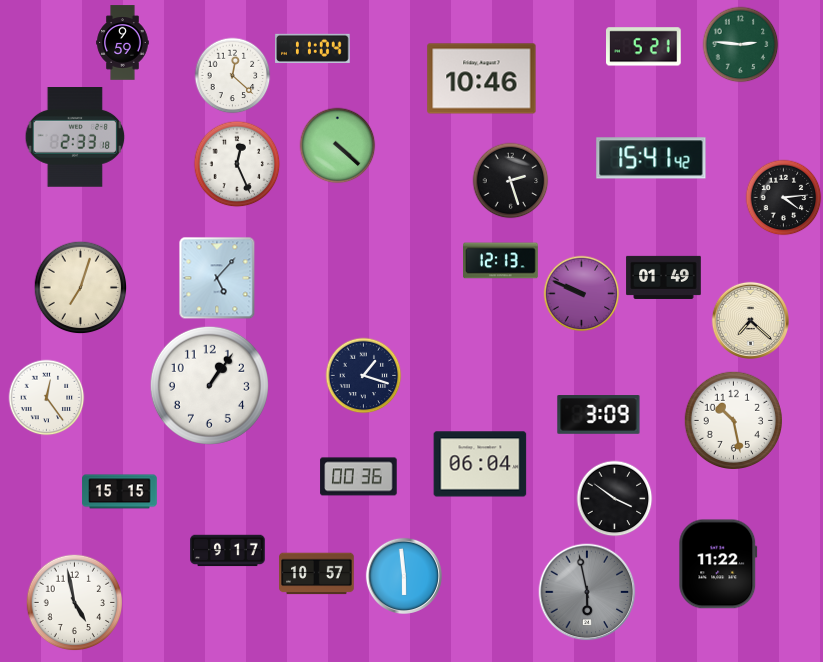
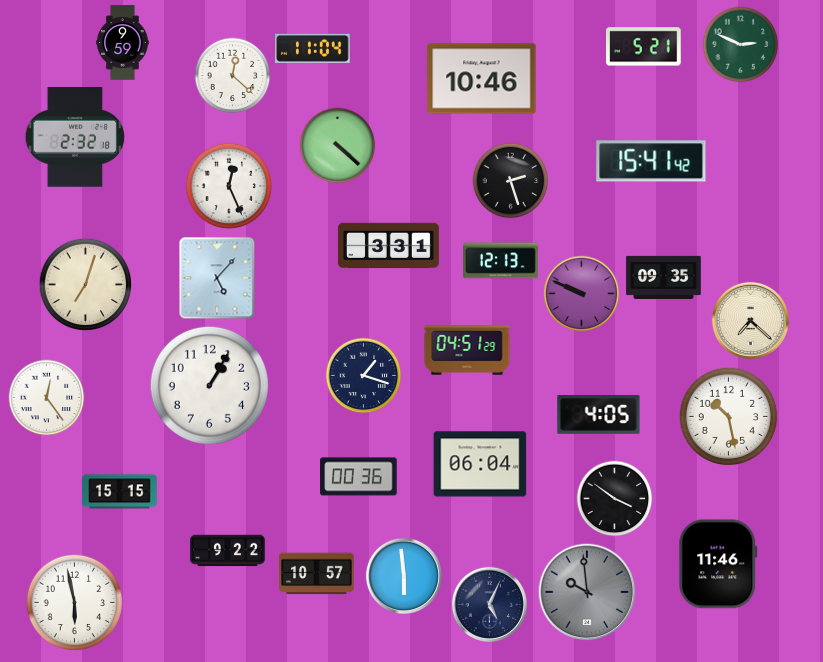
clock at (741, 45): 2:46 -> 2:49
clock at (75, 138): 2:33 -> 2:32
clock at (651, 158) position: (651, 158) -> (651, 161)
clock at (237, 164) position: (237, 164) -> (229, 186)
clock at (784, 198): 4:14 -> none
clock at (388, 246): none -> 3:31
clock at (664, 277): 01:49 -> 09:35
clock at (81, 288) position: (81, 288) -> (86, 285)
clock at (467, 350): none -> 04:51
clock at (209, 385): 1:06 -> 1:05
clock at (599, 415): 3:09 -> 4:05
clock at (733, 420) position: (733, 420) -> (728, 416)
clock at (228, 551): 9:17 -> 9:22
clock at (718, 564): 11:22 -> 11:46
clock at (587, 592): 5:58 -> 9:59
clock at (75, 603): 4:58 -> 5:58
clock at (489, 604): none -> 5:04
